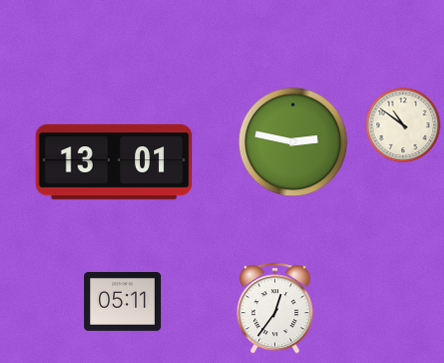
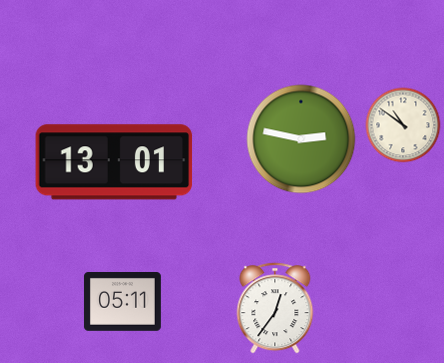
clock at (293, 142) position: (293, 142) -> (301, 139)
